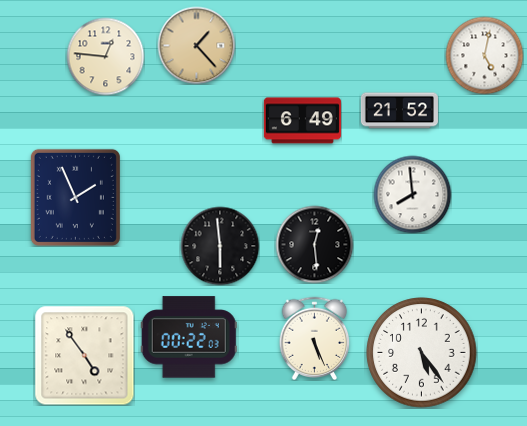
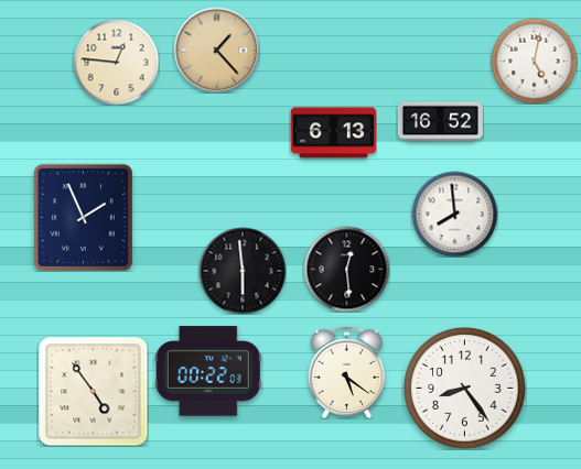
clock at (399, 111): 21:52 -> 16:52
clock at (302, 121): 6:49 -> 6:13
clock at (315, 338): 5:26 -> 5:21
clock at (422, 353): 5:24 -> 8:24
